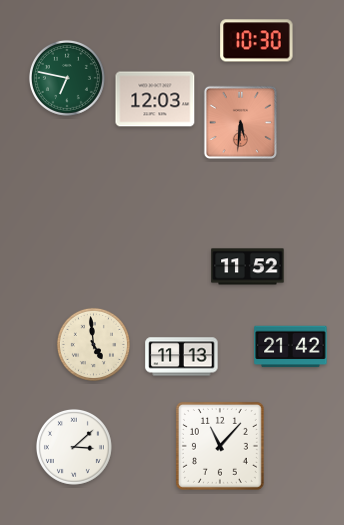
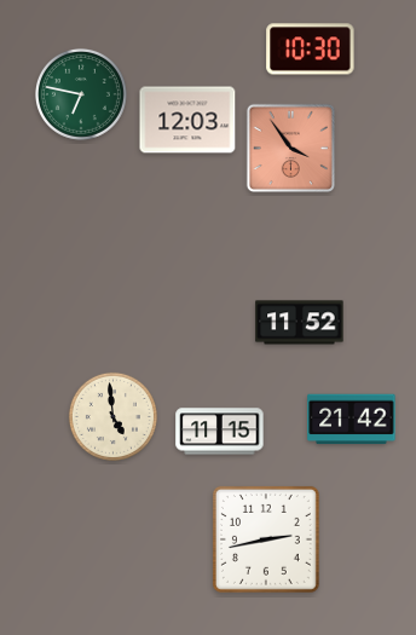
clock at (240, 122): 5:31 -> 3:54
clock at (182, 357): 11:13 -> 11:15
clock at (220, 446): 11:07 -> 2:43
clock at (74, 447): 3:08 -> none
